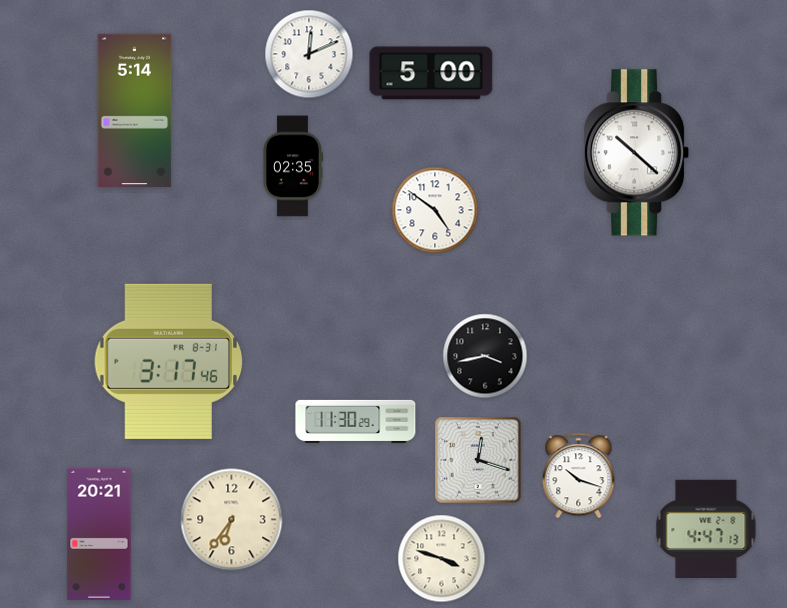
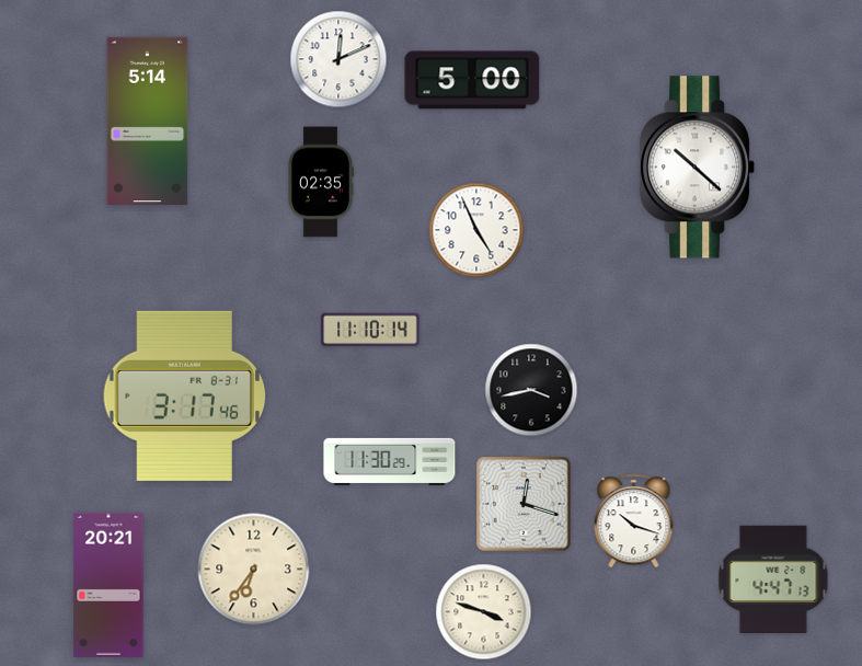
clock at (435, 210): 4:51 -> 4:56
clock at (370, 329): none -> 11:10
